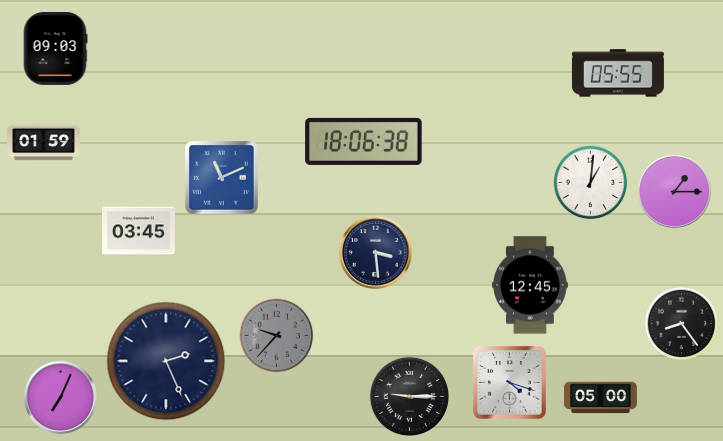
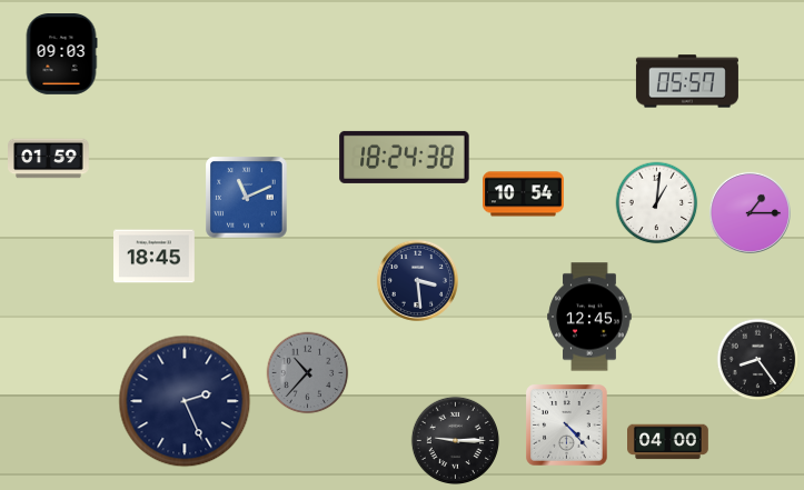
clock at (618, 73): 05:55 -> 05:57
clock at (364, 141): 18:06 -> 18:24
clock at (524, 194): none -> 10:54
clock at (139, 231): 03:45 -> 18:45
clock at (277, 336): 9:37 -> 10:37
clock at (510, 383): 4:18 -> 4:23
clock at (60, 397): 7:04 -> none
clock at (601, 398): 05:00 -> 04:00
